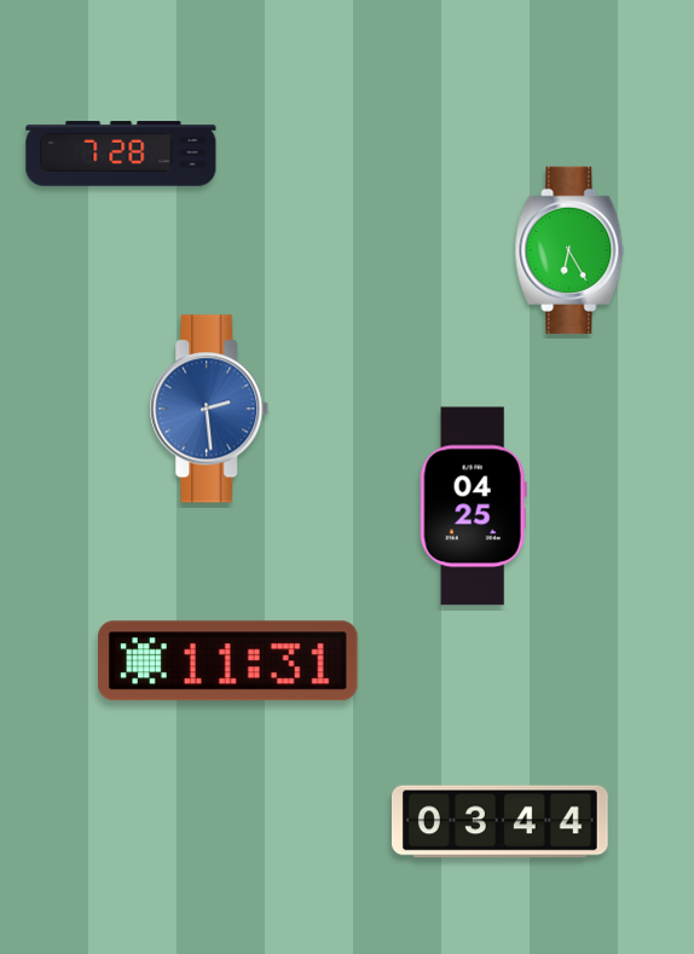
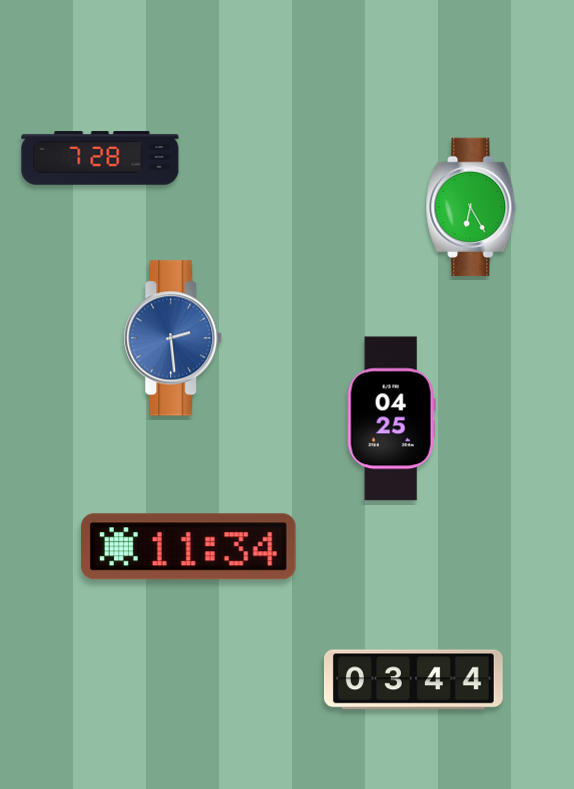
clock at (121, 154) position: (121, 154) -> (100, 158)
clock at (229, 661): 11:31 -> 11:34
